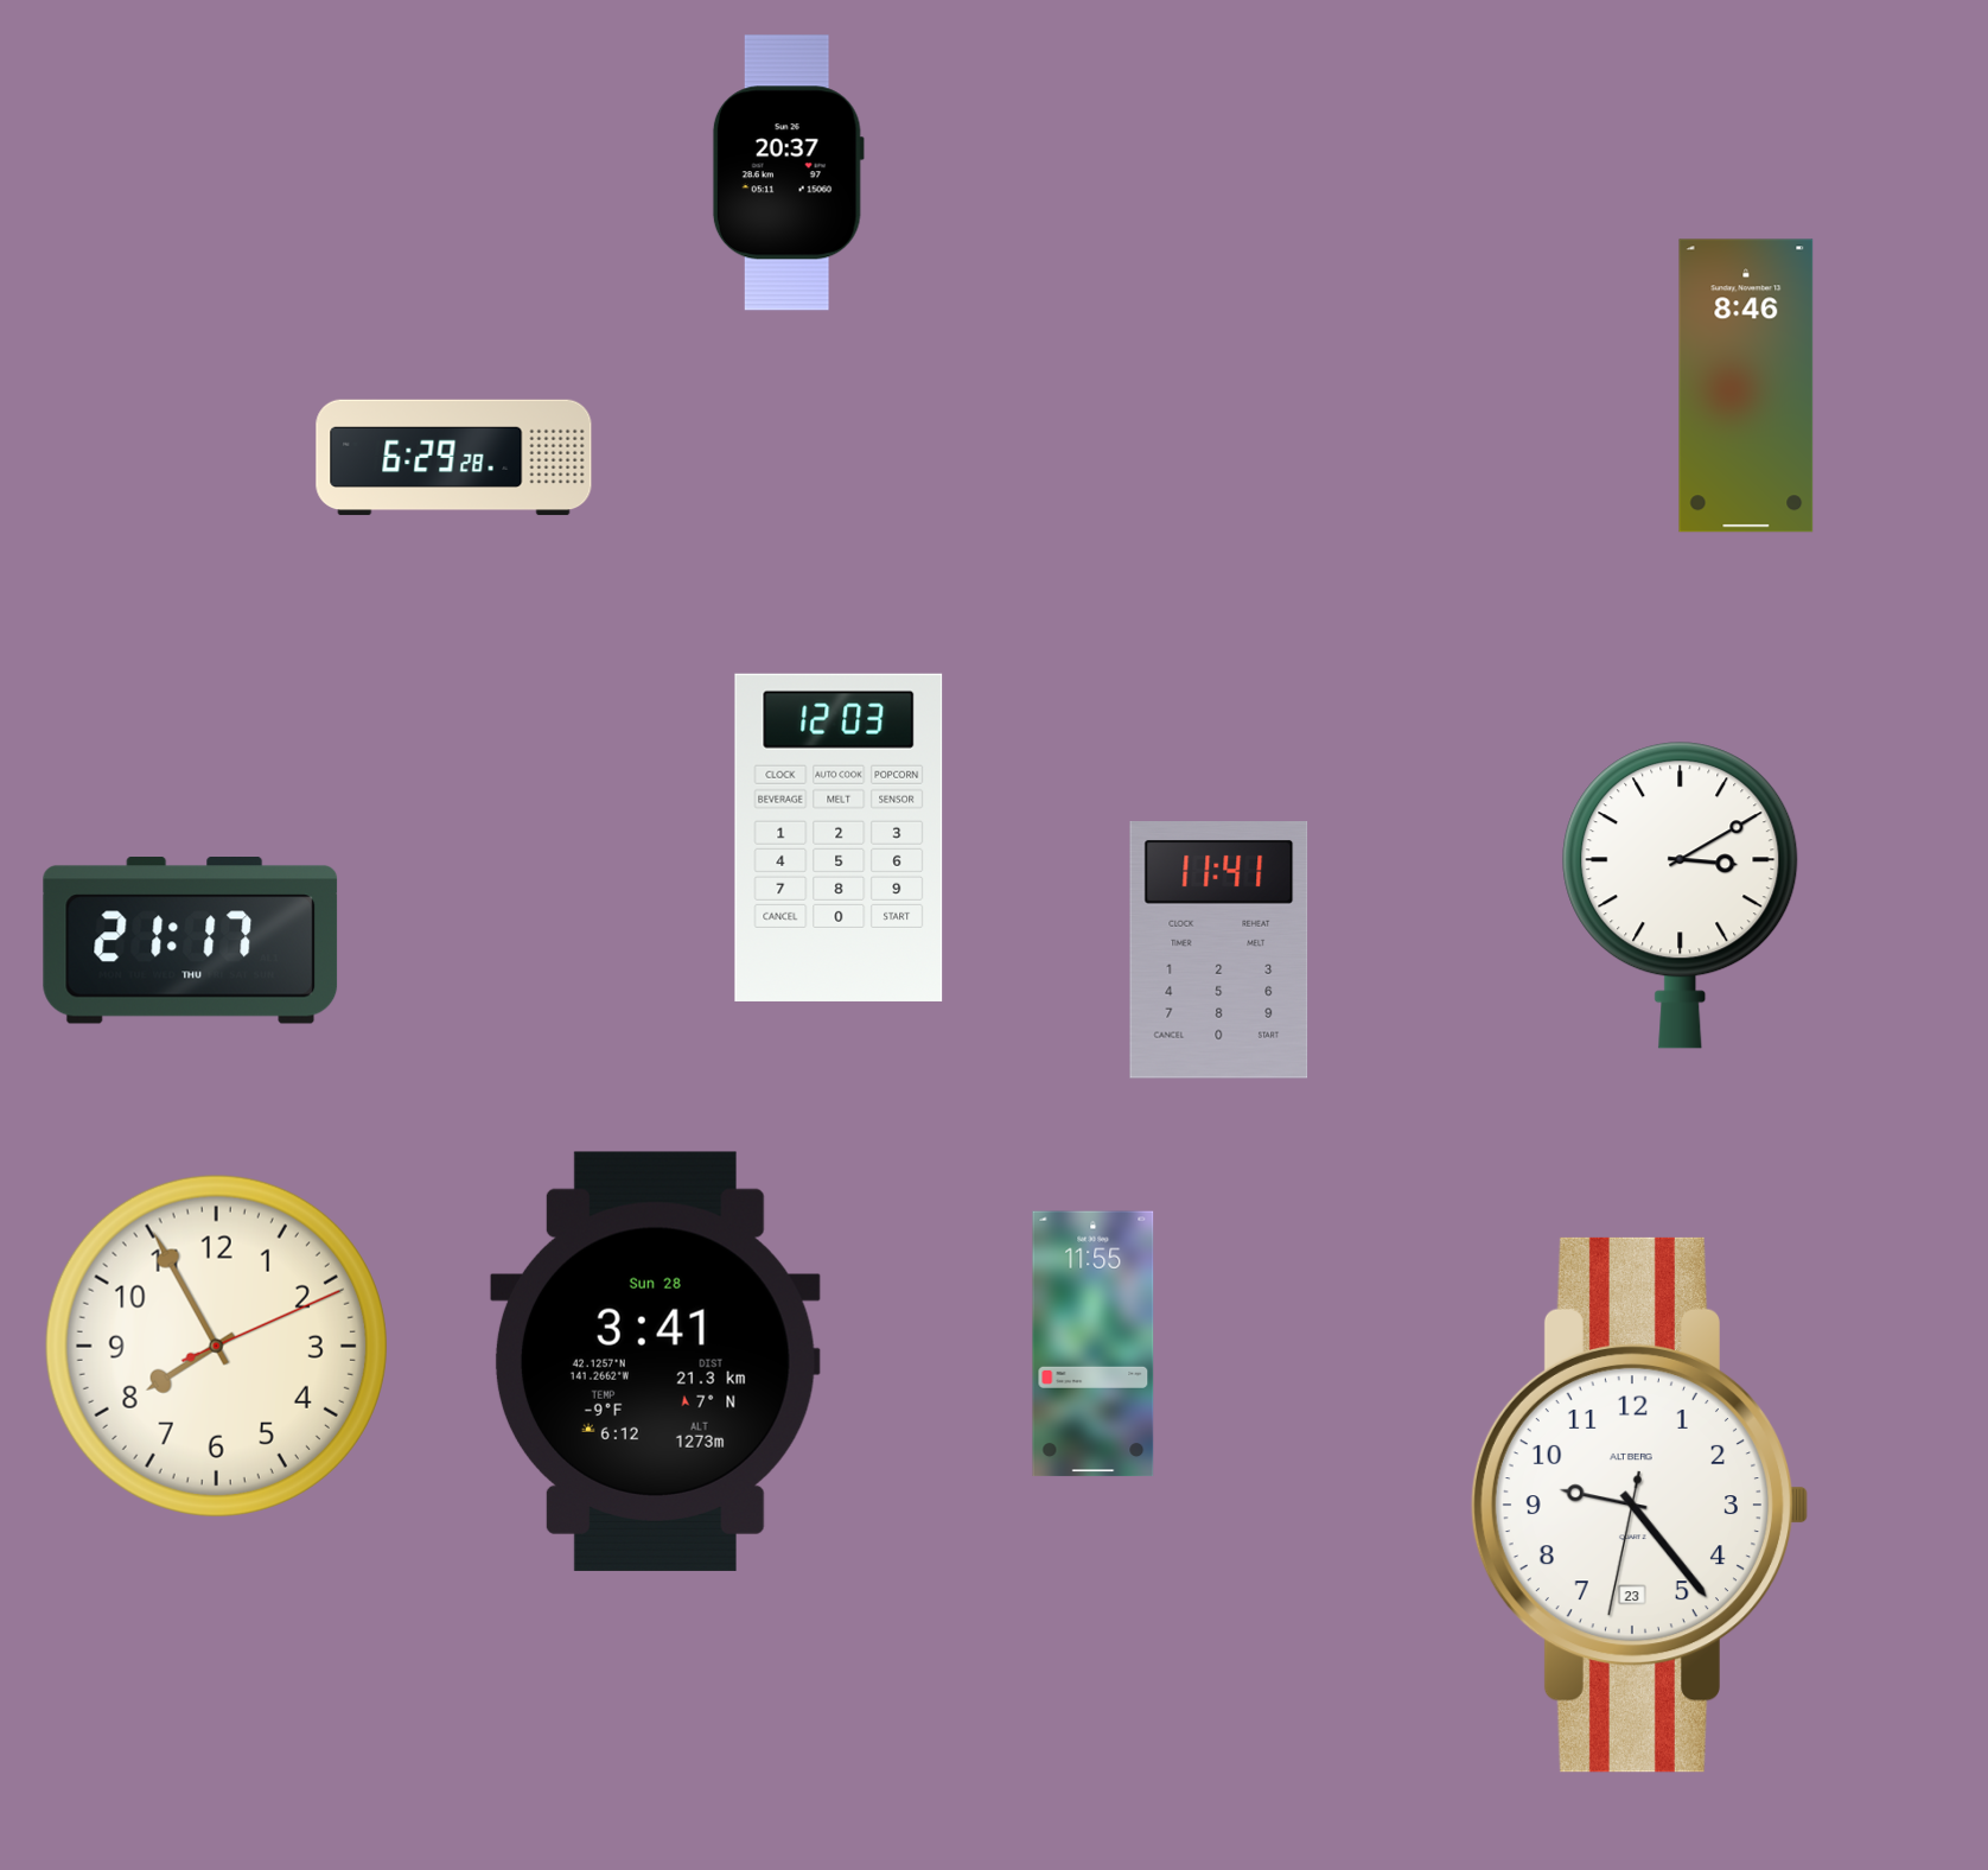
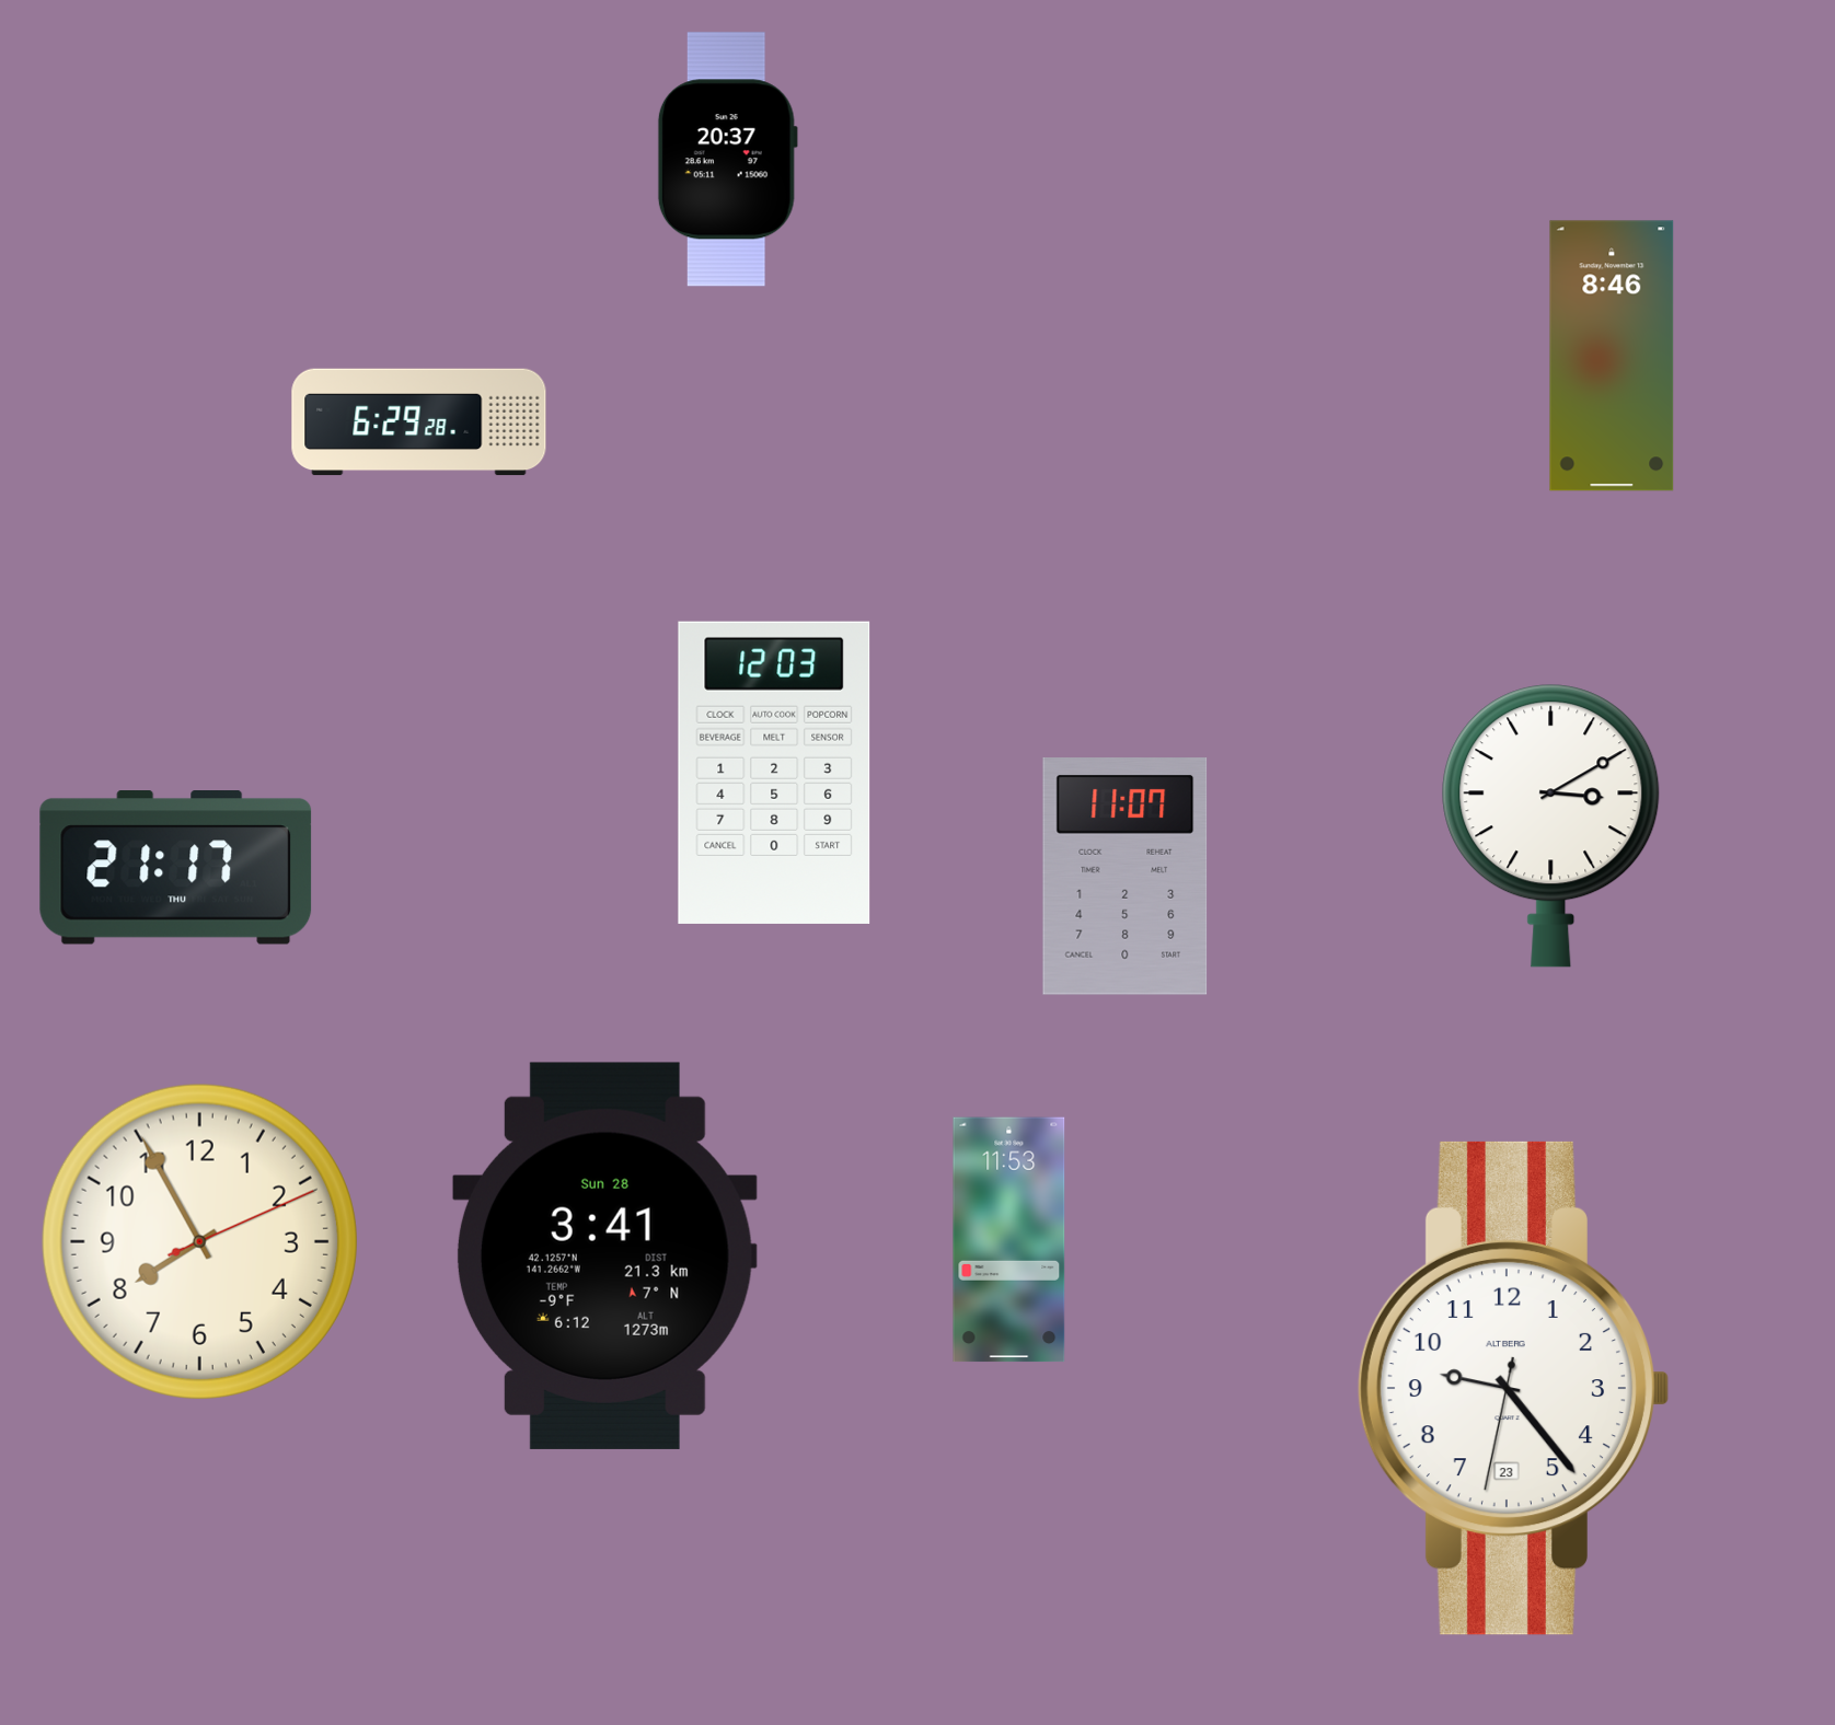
clock at (1219, 950): 11:41 -> 11:07
clock at (1094, 1344): 11:55 -> 11:53
